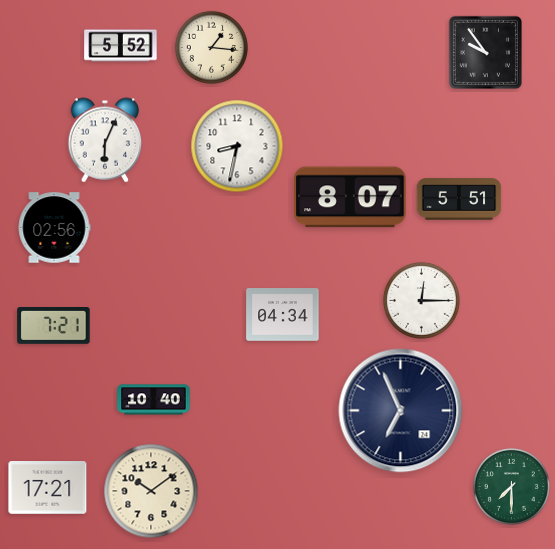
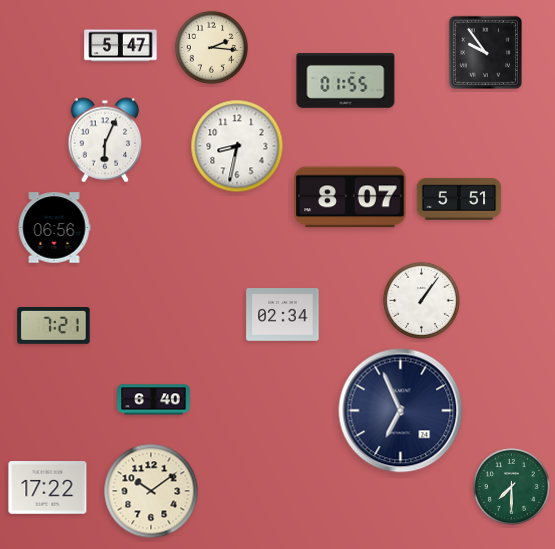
clock at (121, 46): 5:52 -> 5:47
clock at (211, 47): 1:16 -> 2:16
clock at (346, 81): none -> 01:55
clock at (54, 228): 02:56 -> 06:56
clock at (421, 300): 12:15 -> 1:06
clock at (283, 315): 04:34 -> 02:34
clock at (154, 400): 10:40 -> 6:40
clock at (48, 488): 17:21 -> 17:22
